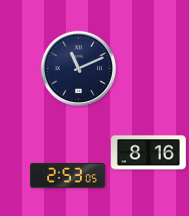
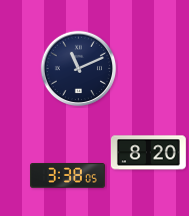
clock at (148, 153): 8:16 -> 8:20
clock at (68, 176): 2:53 -> 3:38
